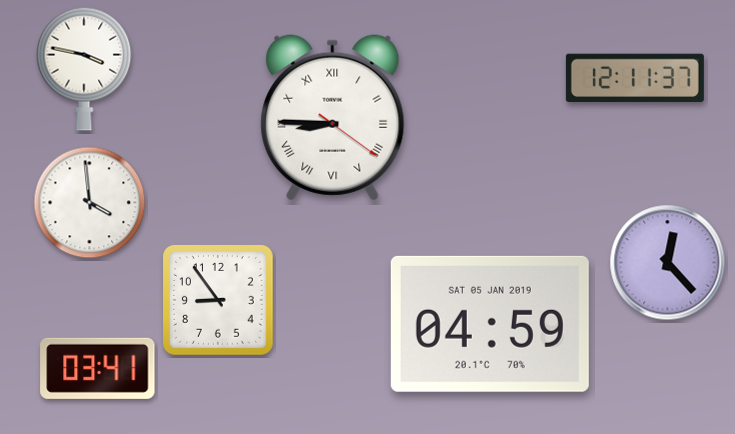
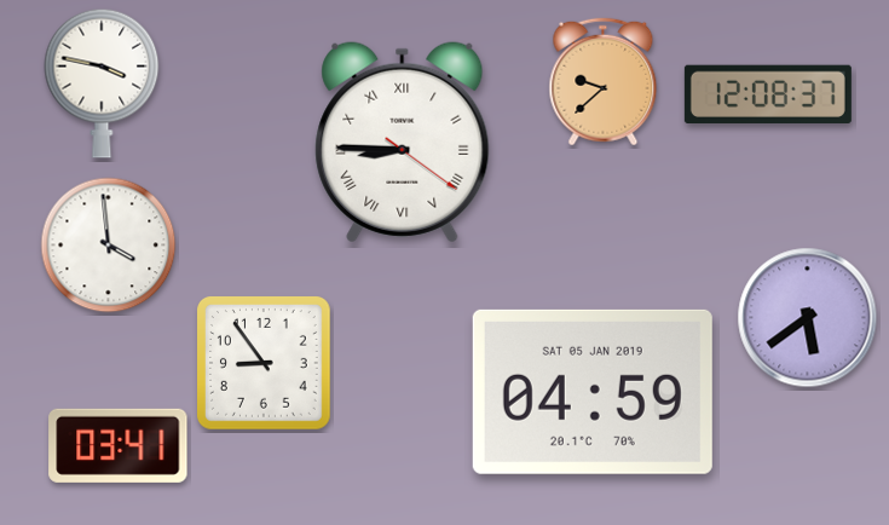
clock at (604, 82): none -> 9:38
clock at (635, 77): 12:11 -> 12:08
clock at (668, 263): 12:23 -> 5:39
